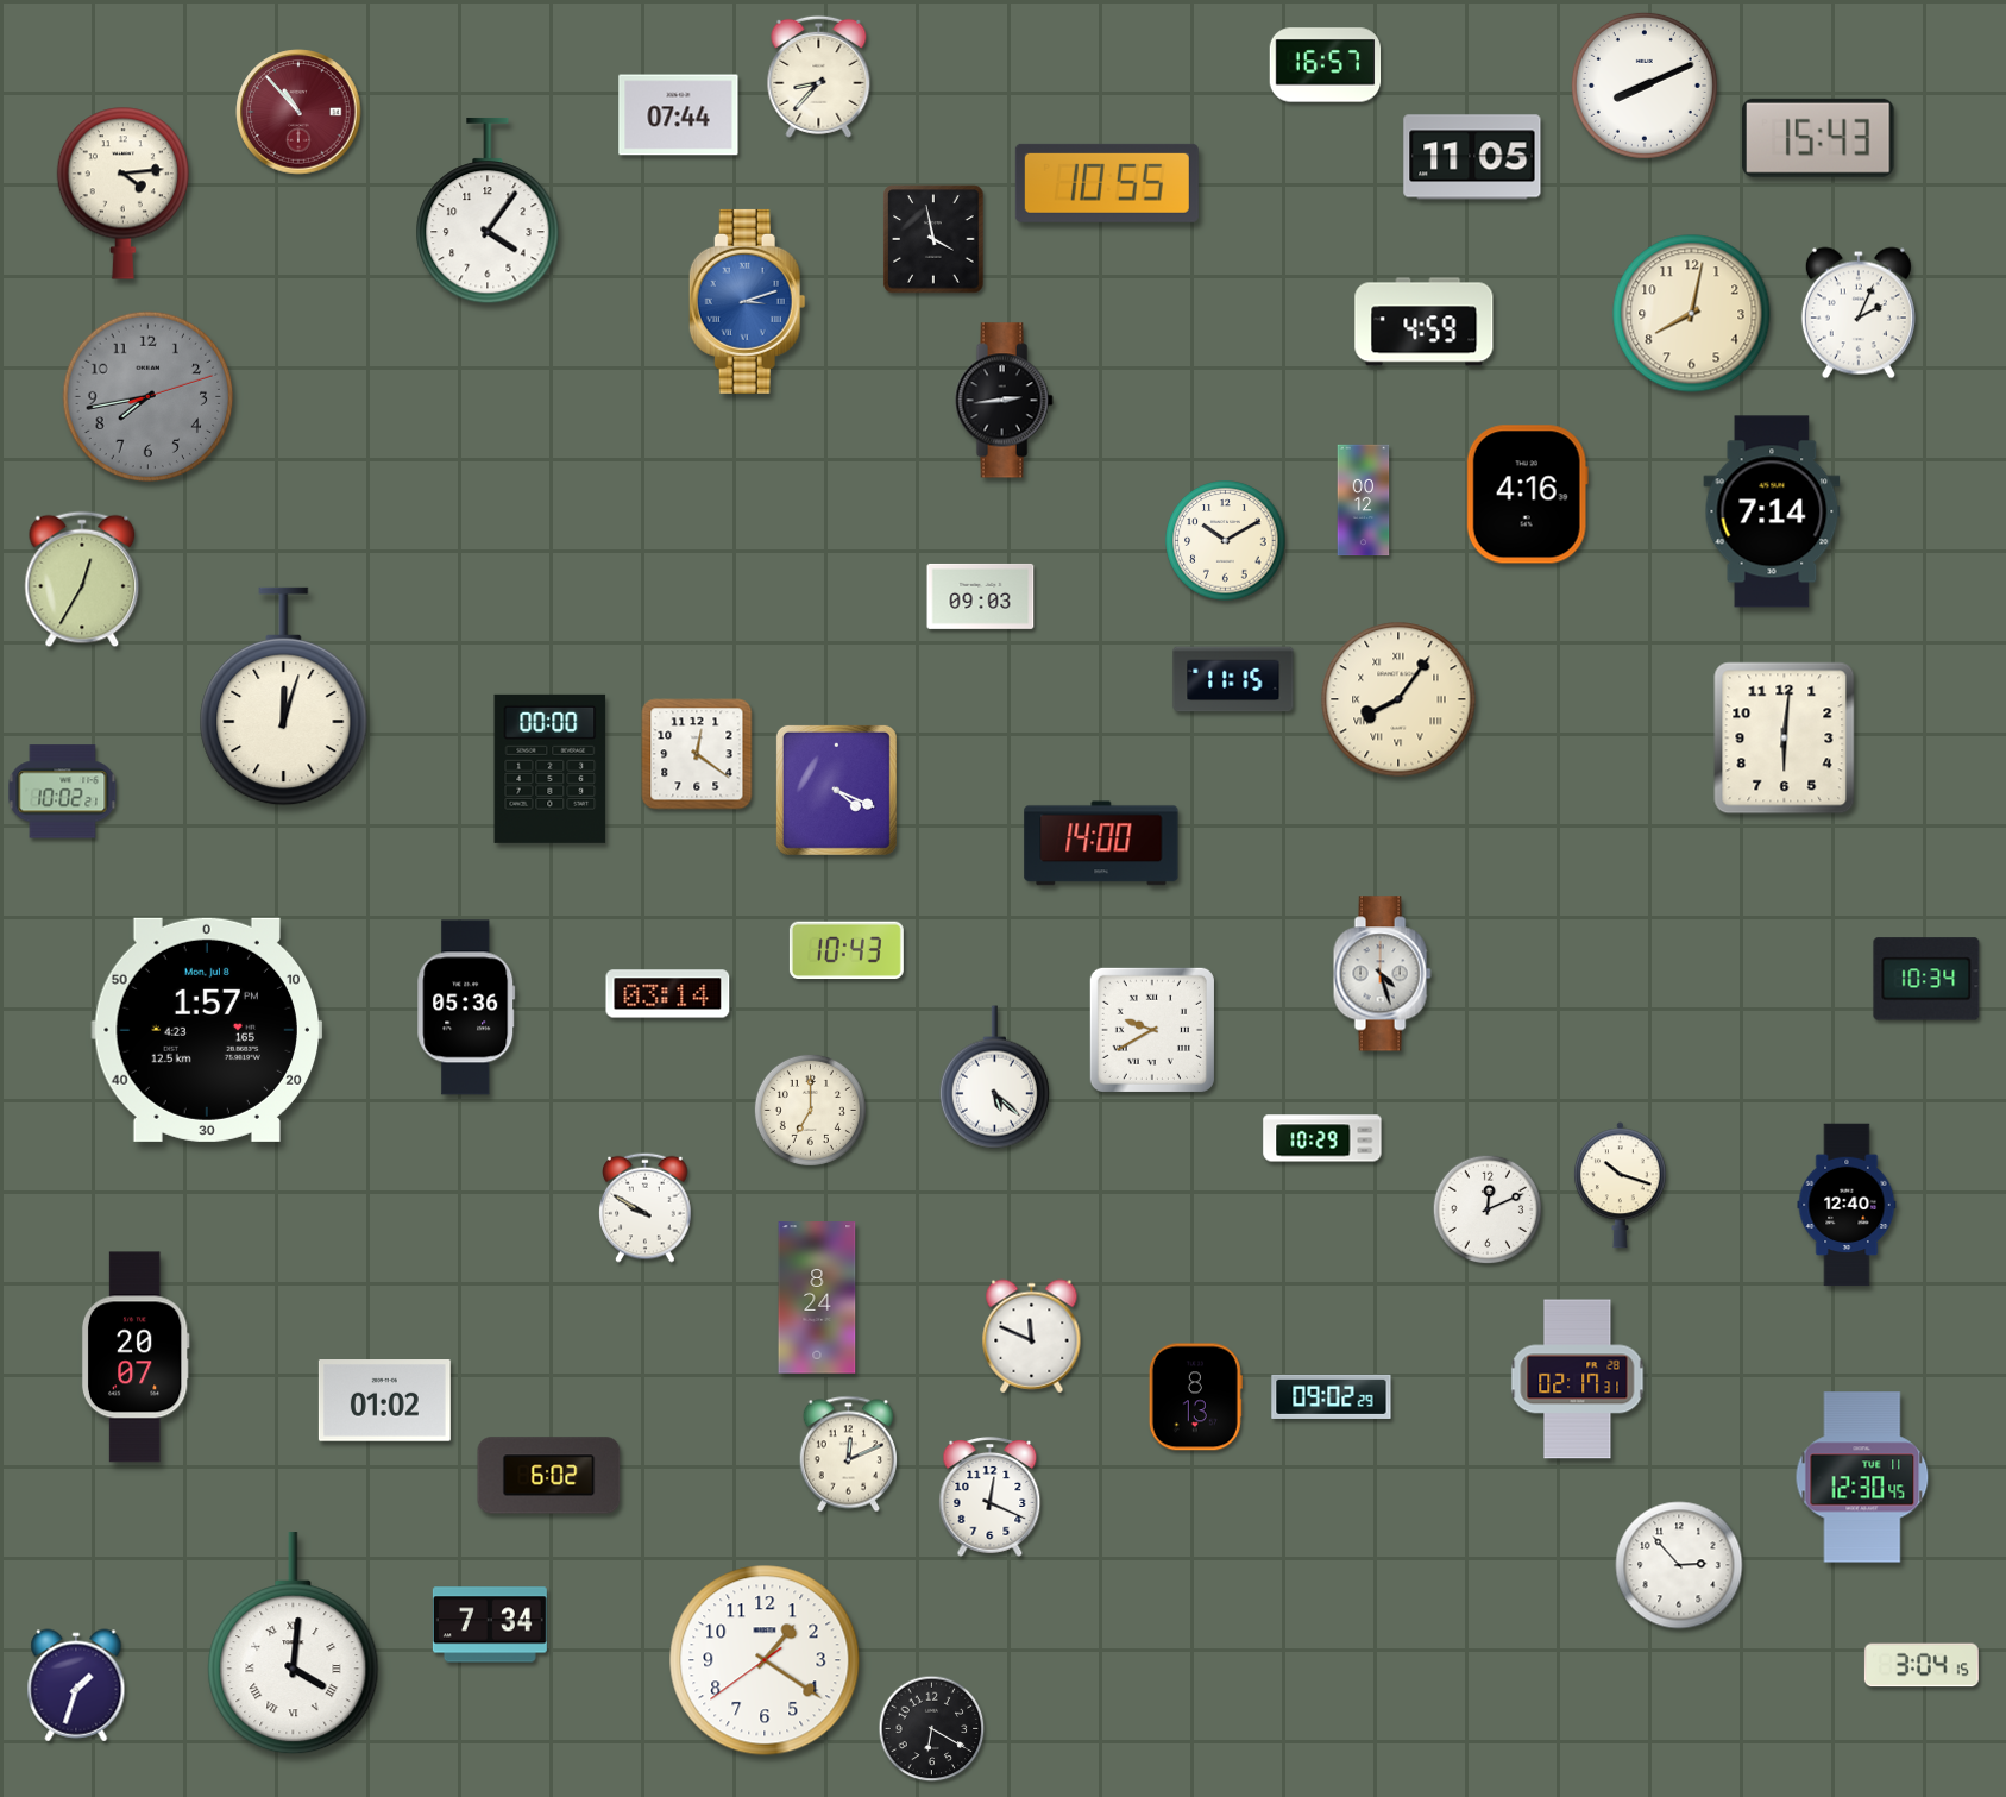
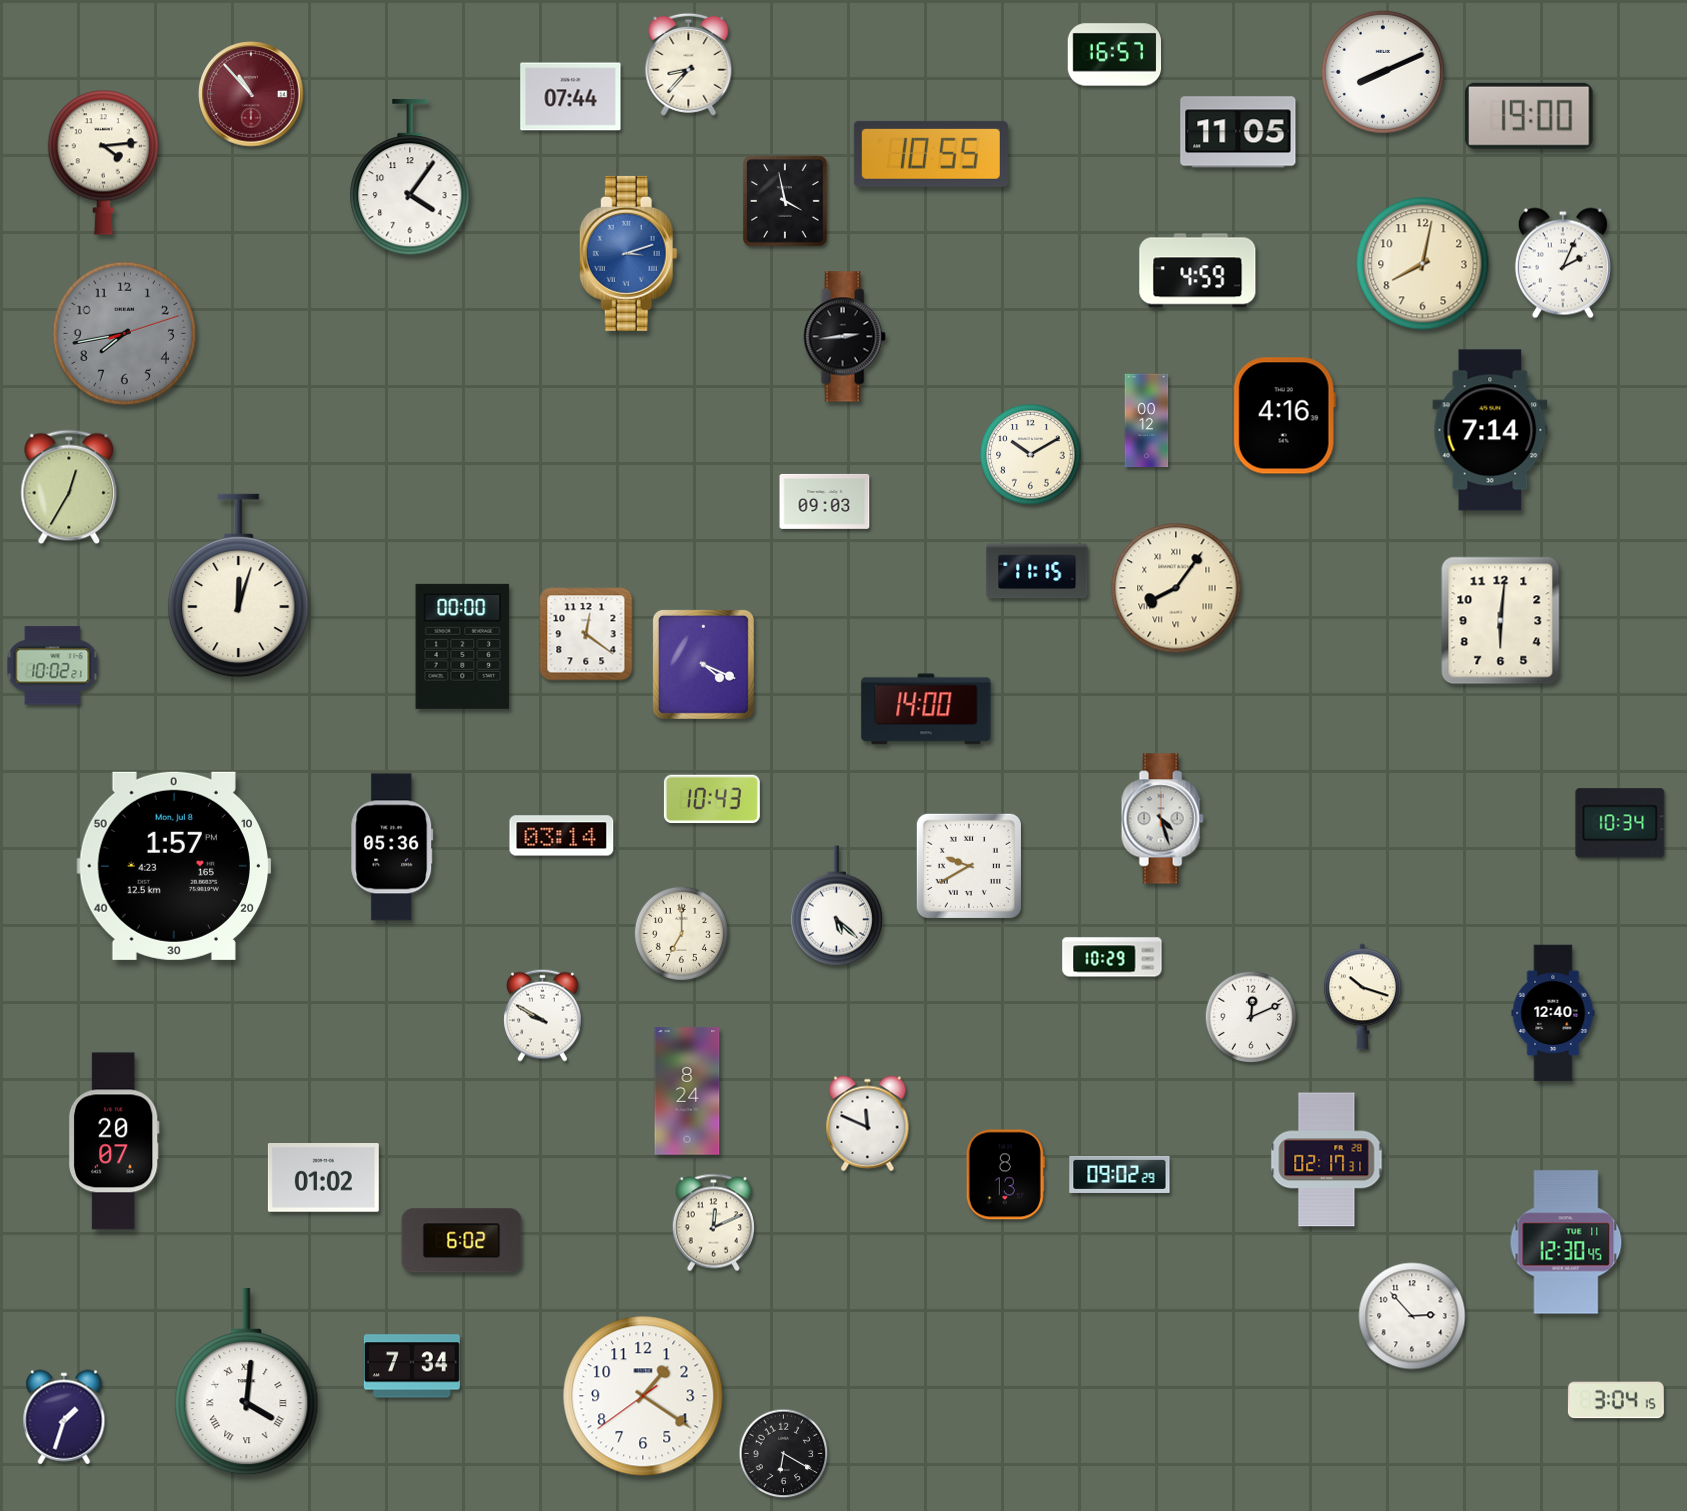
clock at (1818, 138): 15:43 -> 19:00
clock at (991, 1496): 12:19 -> none
